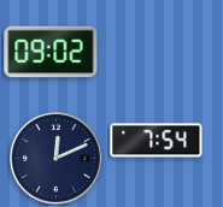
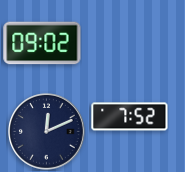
clock at (157, 141): 7:54 -> 7:52
